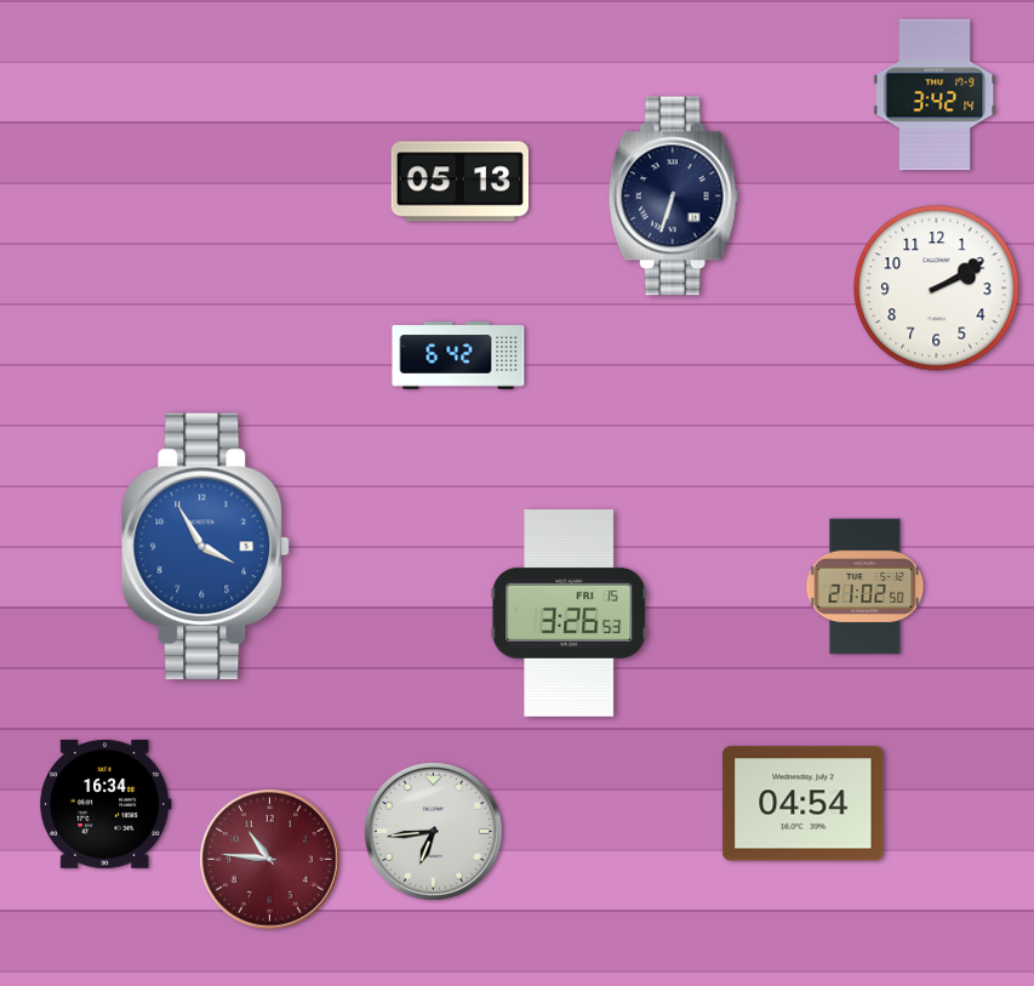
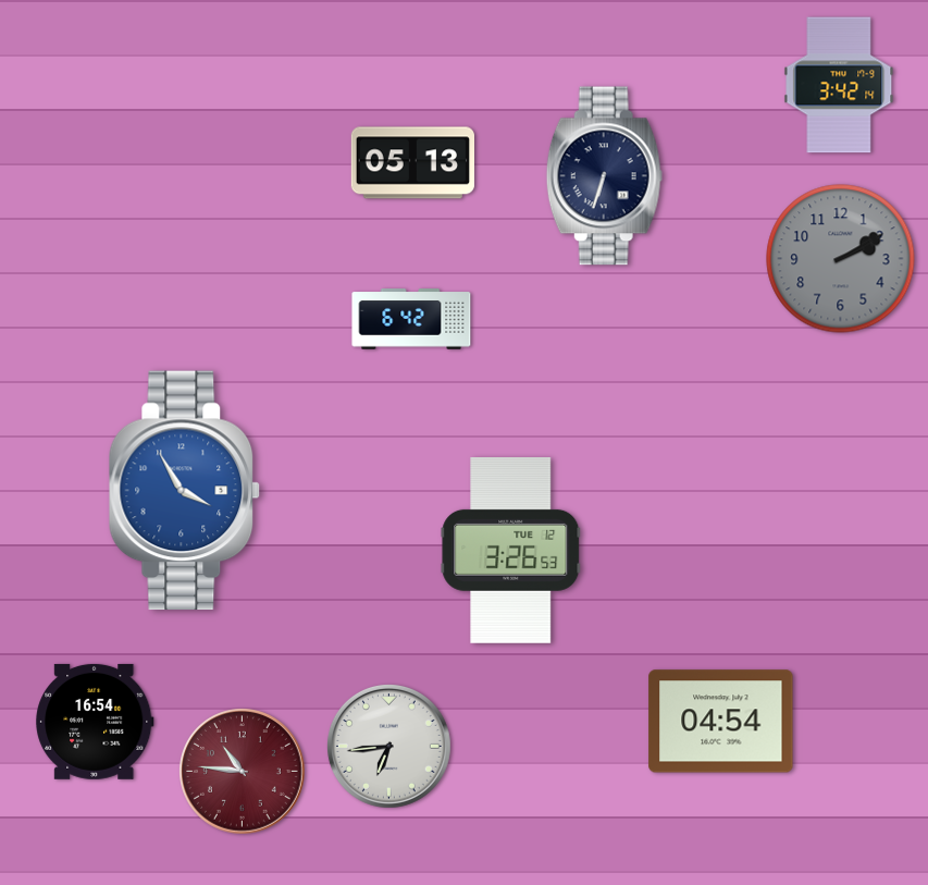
clock at (937, 289) dial: white -> grey
clock at (866, 587): 21:02 -> none
clock at (570, 614) date: FRI 15 -> TUE 12
clock at (105, 804): 16:34 -> 16:54
